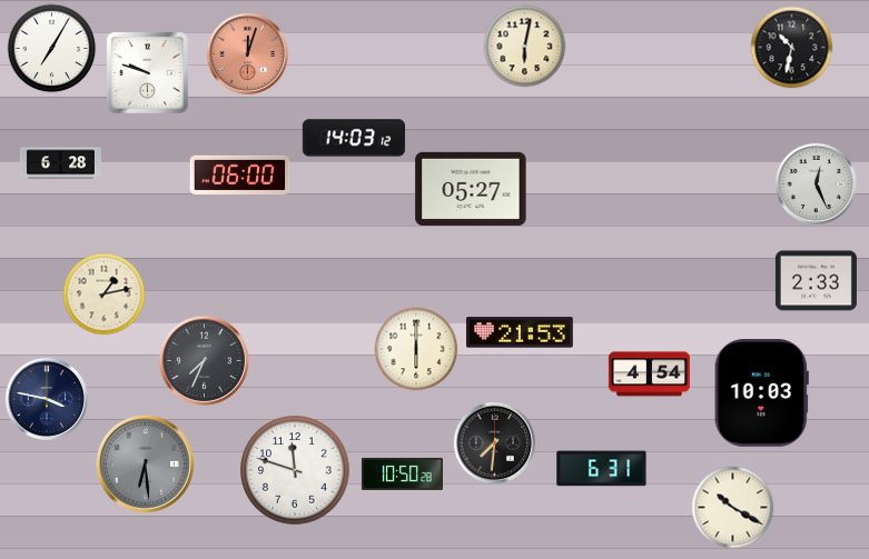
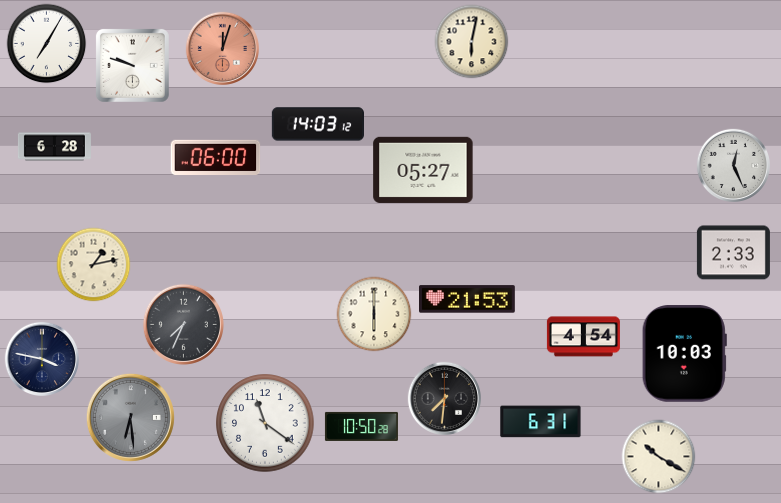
clock at (792, 48): 10:32 -> none
clock at (295, 470): 11:48 -> 11:21
